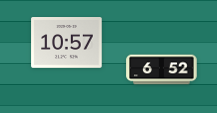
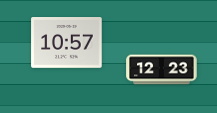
clock at (162, 70): 6:52 -> 12:23
